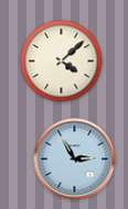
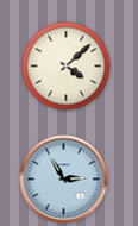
clock at (75, 159) position: (75, 159) -> (64, 180)
